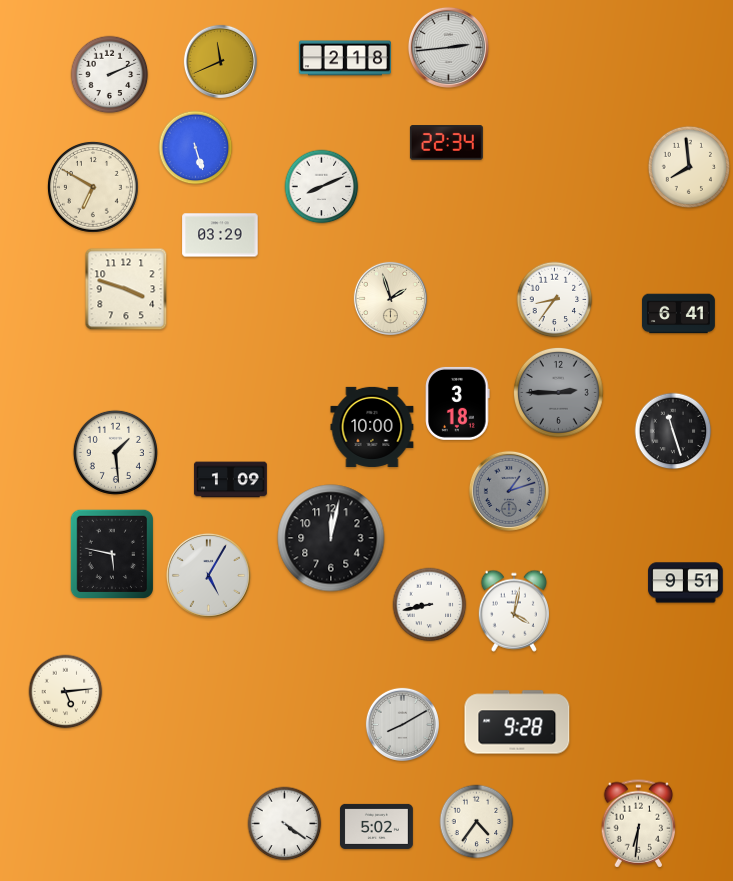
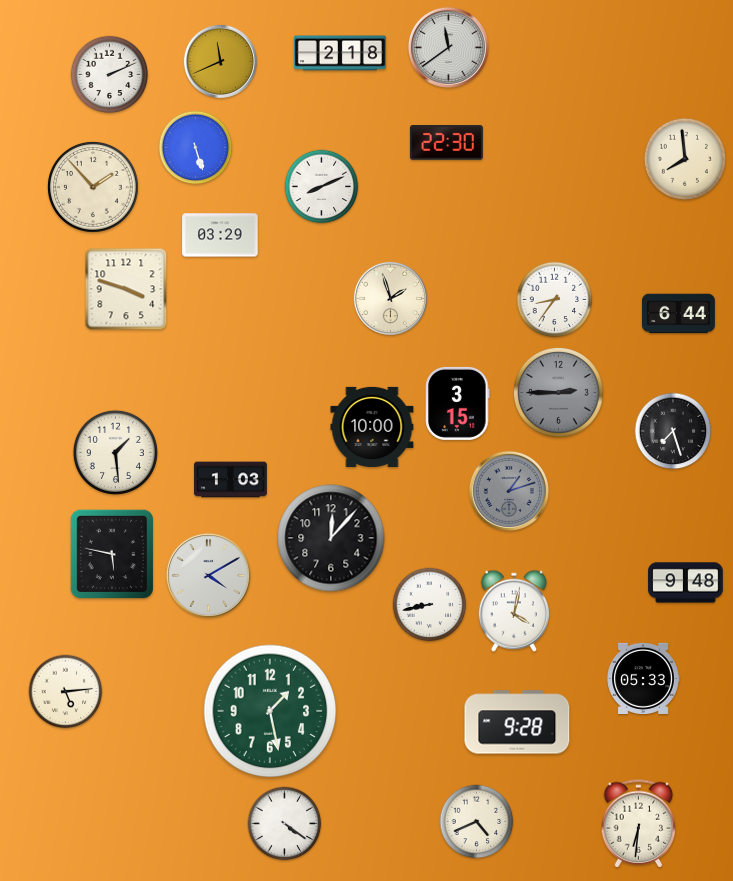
clock at (448, 47): 2:44 -> 11:39
clock at (345, 58) position: (345, 58) -> (340, 53)
clock at (446, 143): 22:34 -> 22:30
clock at (688, 166) position: (688, 166) -> (684, 158)
clock at (93, 187): 6:50 -> 1:53
clock at (678, 314): 6:41 -> 6:44
clock at (458, 403): 3:18 -> 3:15
clock at (673, 431): 11:27 -> 7:27
clock at (230, 480): 1:09 -> 1:03
clock at (331, 538): 12:02 -> 12:07
clock at (208, 575): 5:05 -> 4:10
clock at (686, 583): 9:51 -> 9:48
clock at (643, 678): none -> 05:33
clock at (270, 711): none -> 1:28
clock at (402, 724): 8:10 -> none
clock at (477, 822): 4:36 -> 4:41
clock at (376, 826): 5:02 -> none
